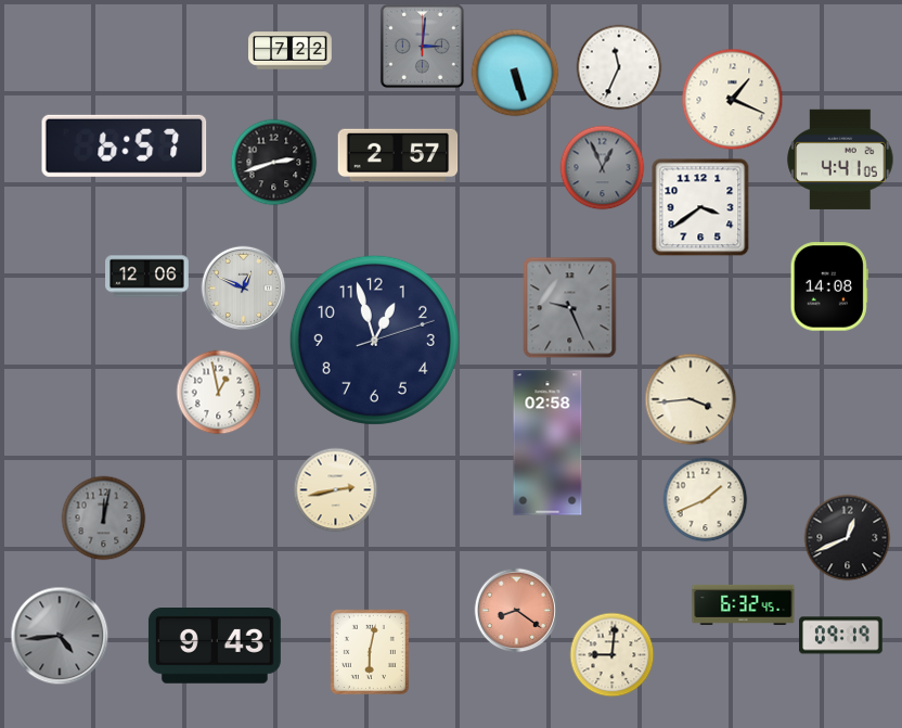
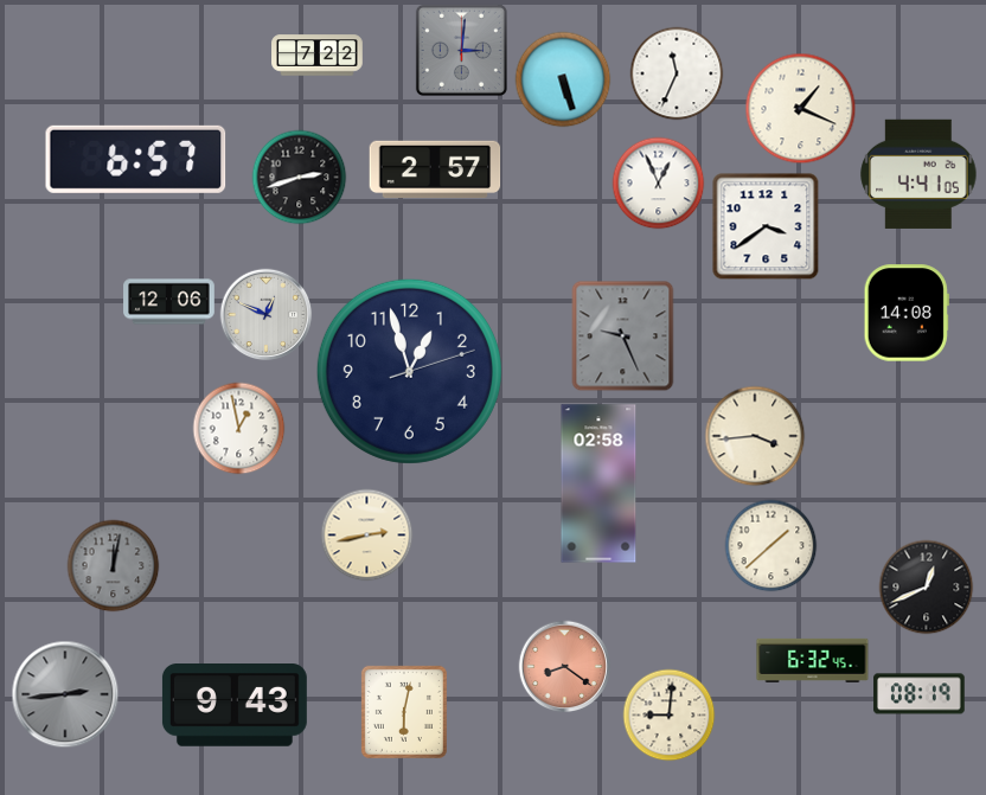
clock at (602, 167) dial: grey -> white
clock at (147, 277) position: (147, 277) -> (169, 302)
clock at (705, 499): 1:41 -> 1:38
clock at (60, 636): 4:44 -> 2:44
clock at (841, 636): 09:19 -> 08:19
